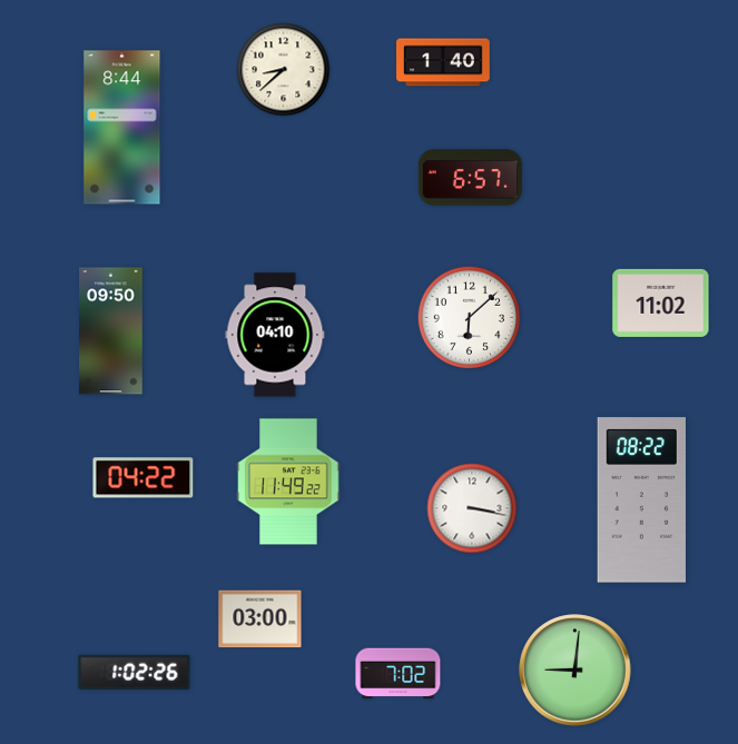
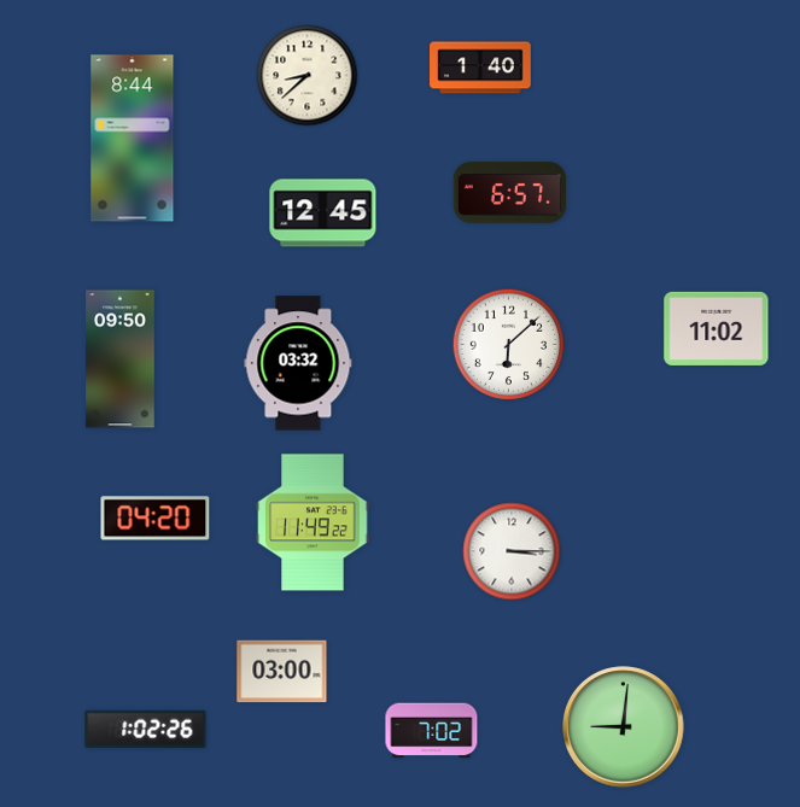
clock at (323, 214): none -> 12:45
clock at (275, 335): 04:10 -> 03:32
clock at (144, 478): 04:22 -> 04:20
clock at (642, 500): 08:22 -> none
clock at (472, 508): 3:17 -> 3:15
